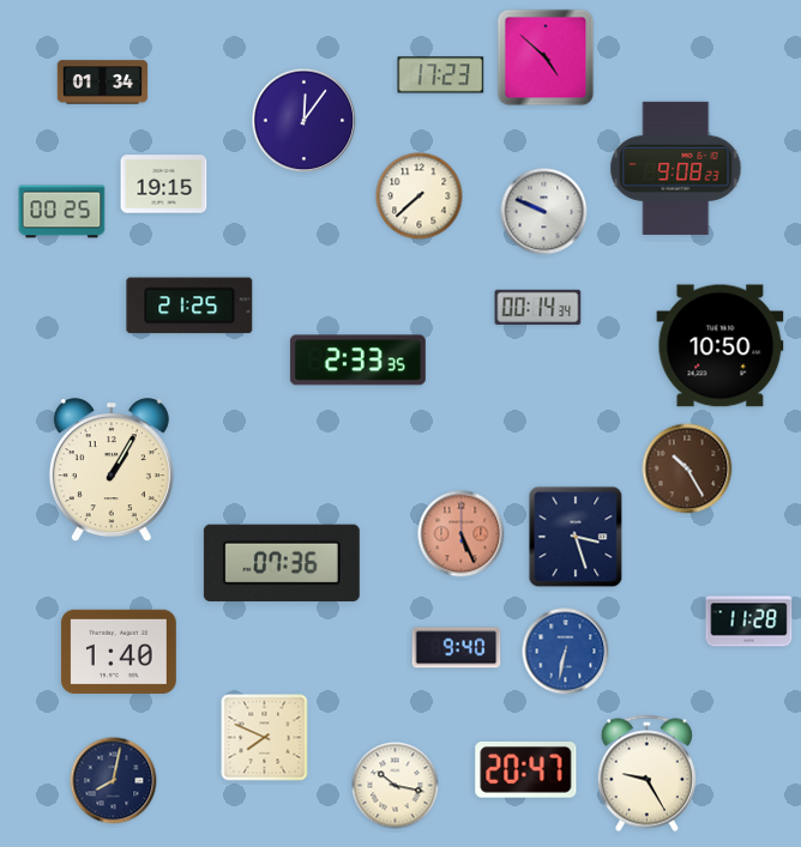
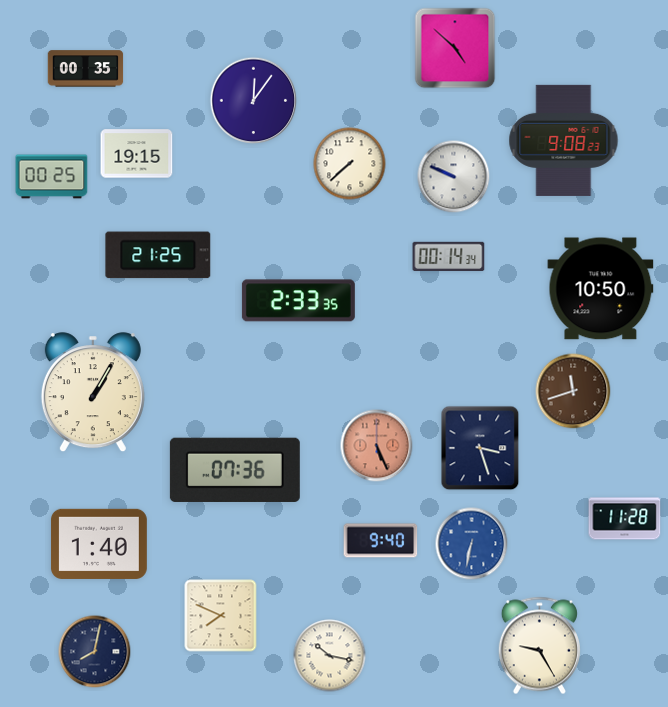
clock at (441, 75): 17:23 -> none
clock at (103, 83): 01:34 -> 00:35
clock at (687, 468): 10:25 -> 11:42
clock at (462, 534) position: (462, 534) -> (377, 446)
clock at (526, 770): 20:47 -> none
